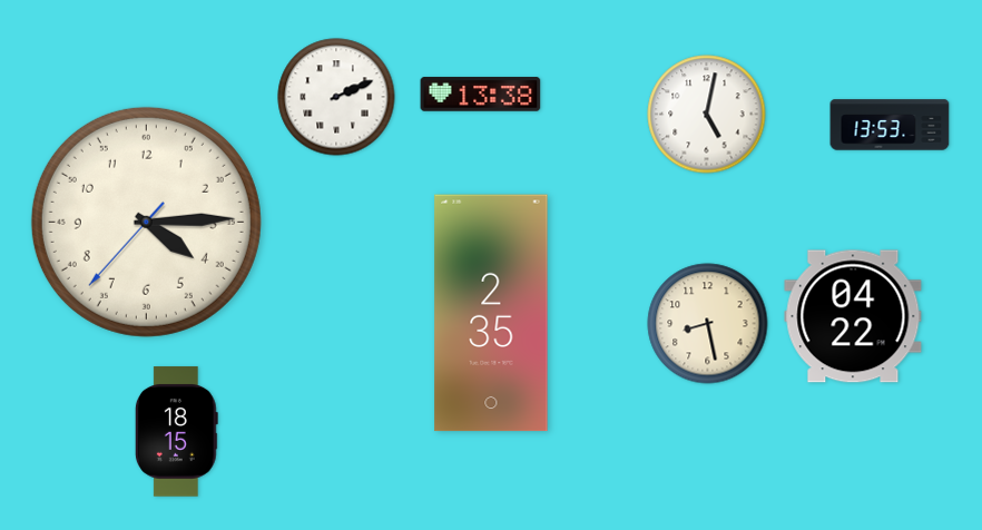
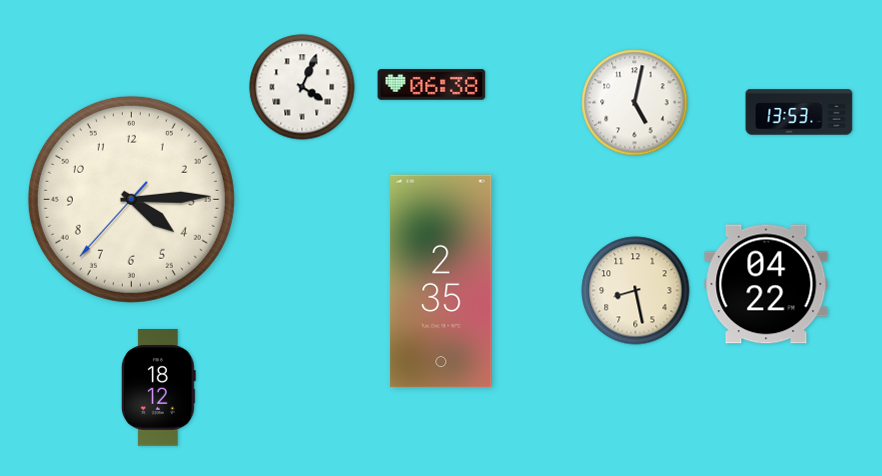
clock at (481, 95): 13:38 -> 06:38
clock at (336, 97): 2:11 -> 4:04
clock at (176, 432): 18:15 -> 18:12
